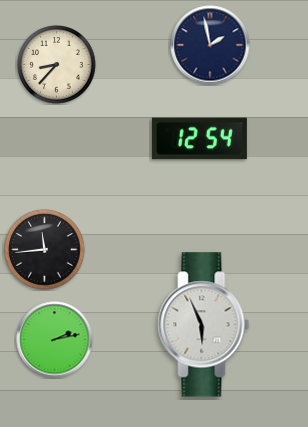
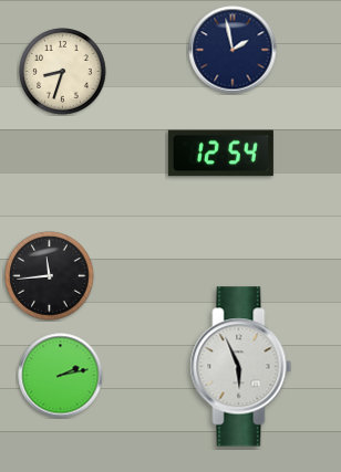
clock at (57, 65): 8:37 -> 8:33
clock at (204, 325) position: (204, 325) -> (241, 367)
